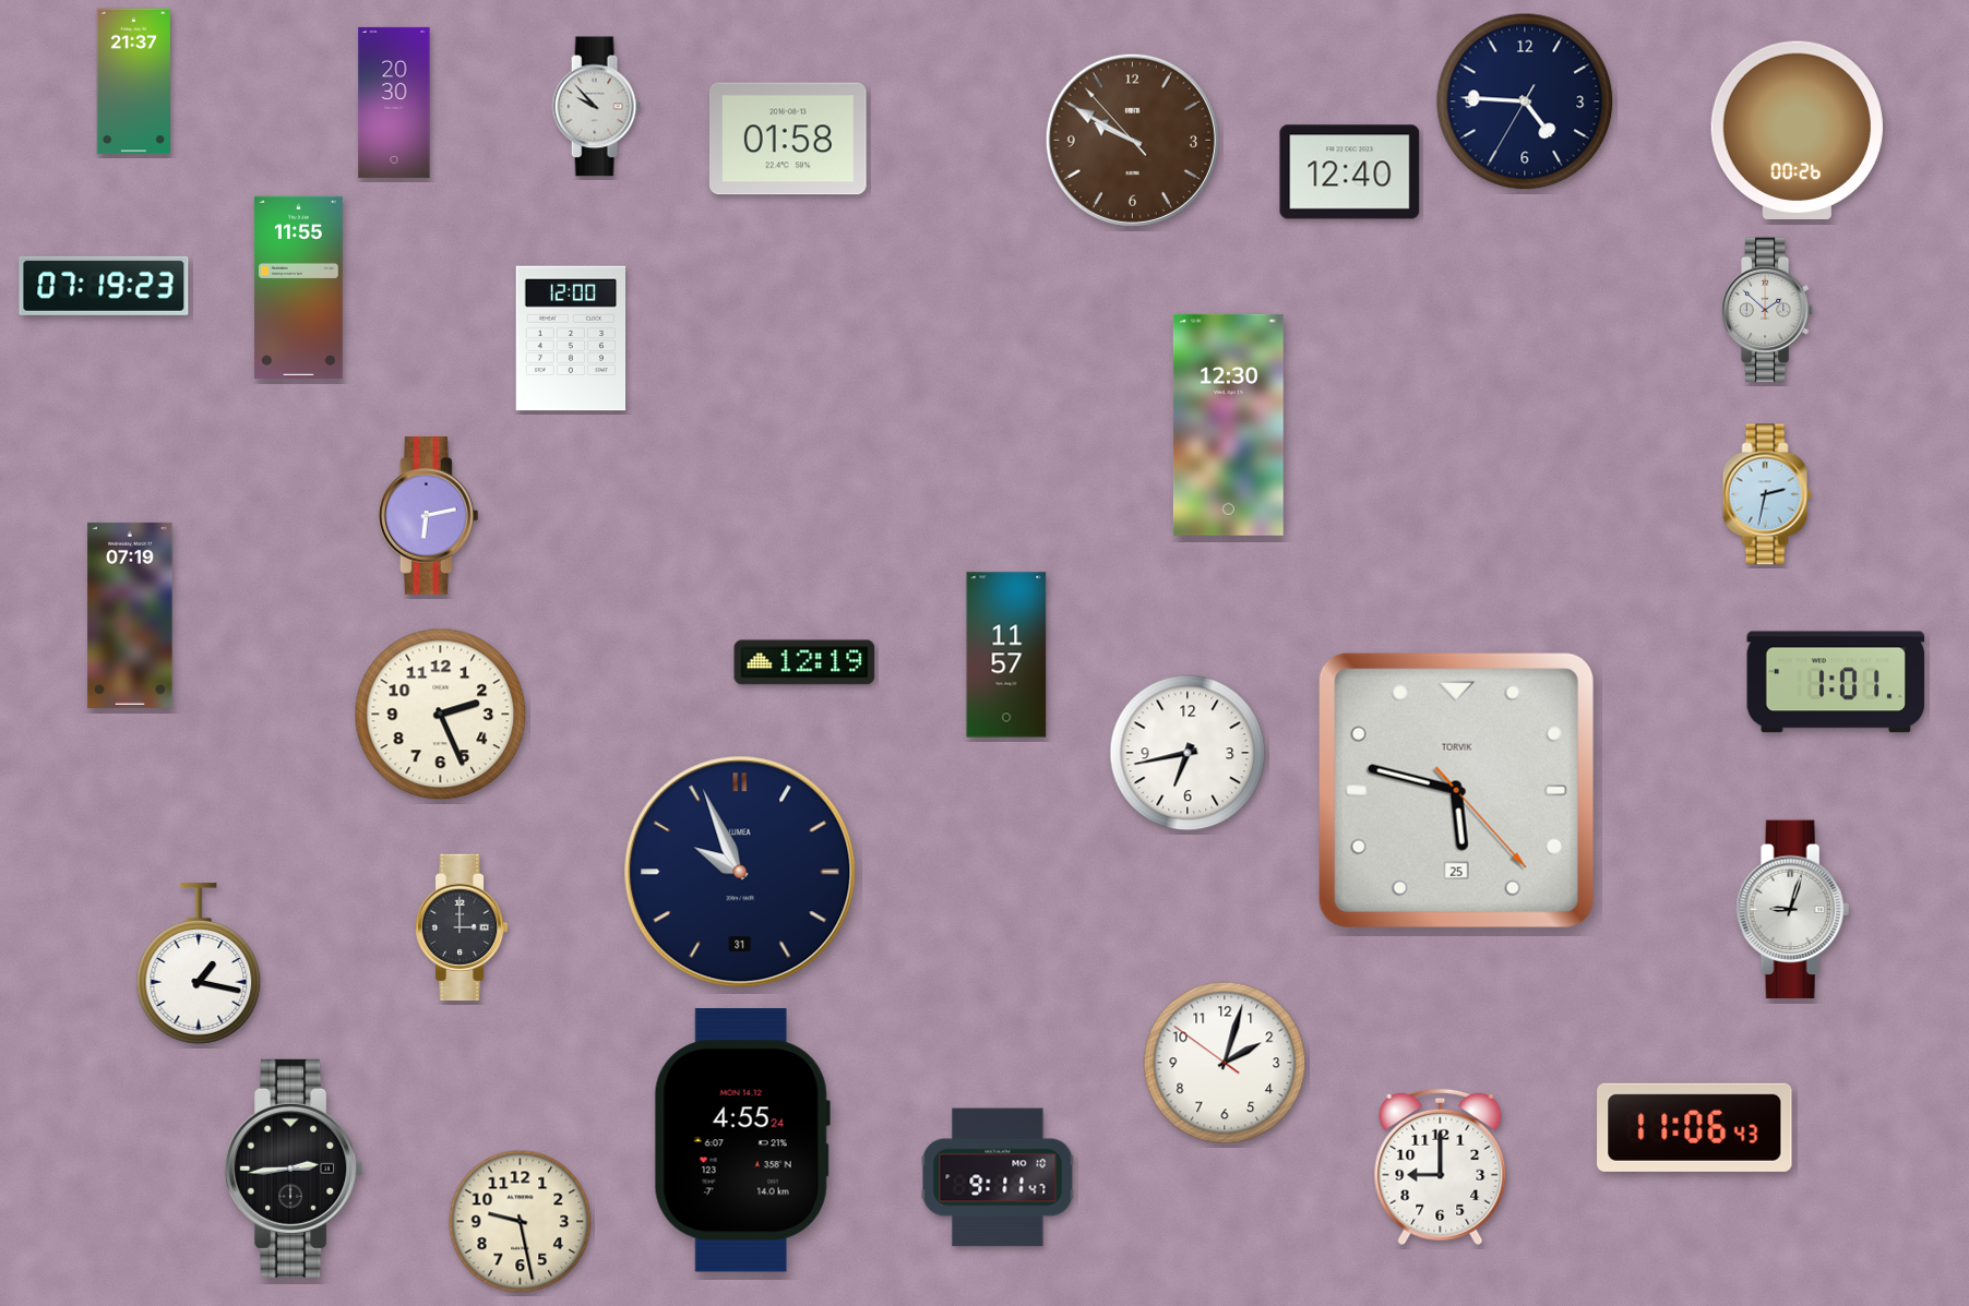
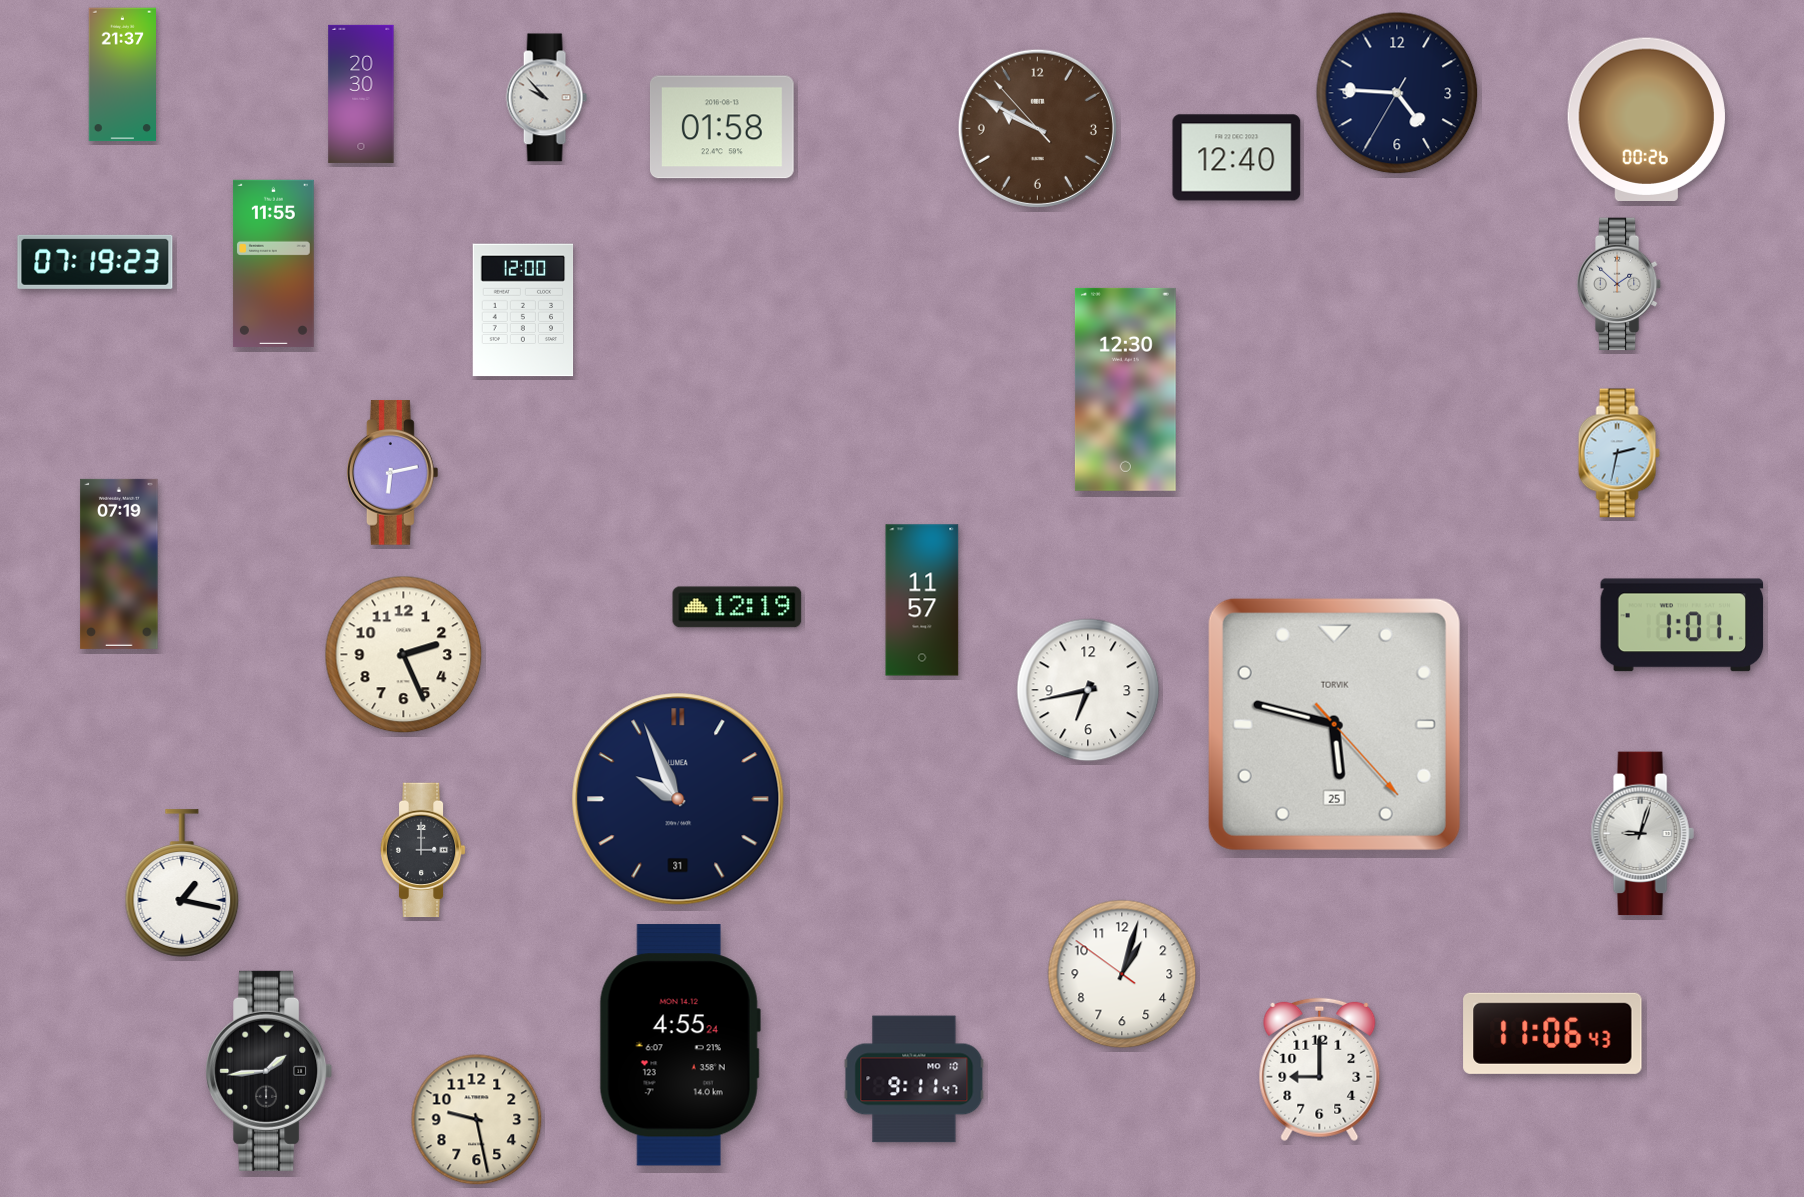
clock at (1225, 1063): 2:02 -> 1:02
clock at (294, 1169): 2:44 -> 1:44
